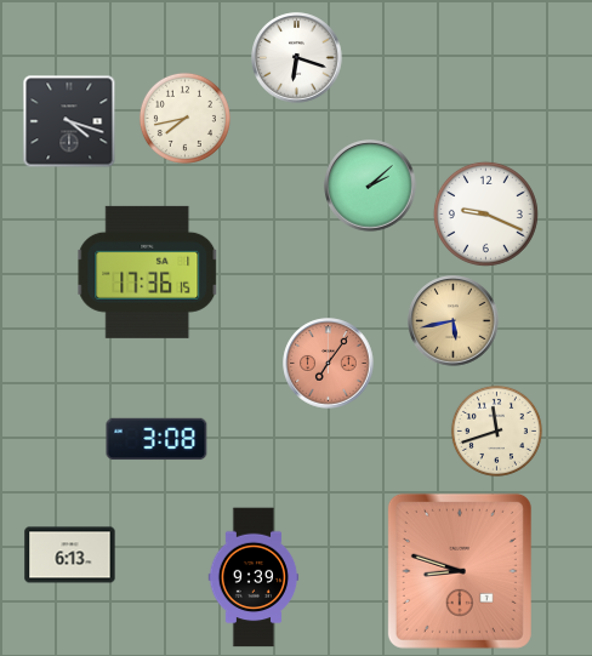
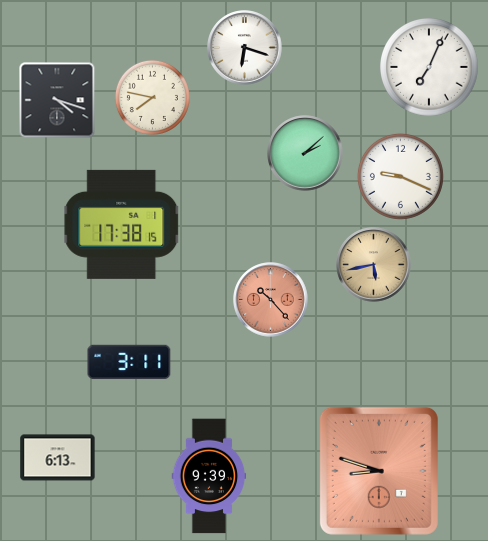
clock at (430, 68): none -> 7:04
clock at (184, 118): 7:43 -> 7:47
clock at (148, 272): 17:36 -> 17:38
clock at (329, 364): 7:06 -> 10:23
clock at (496, 430): 11:42 -> none
clock at (156, 439): 3:08 -> 3:11
